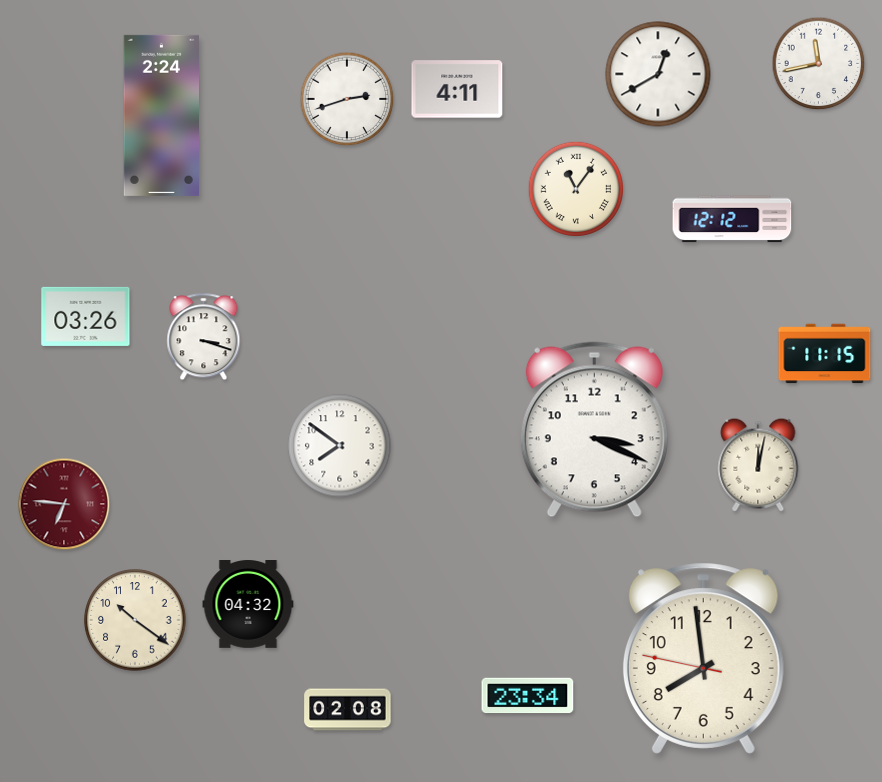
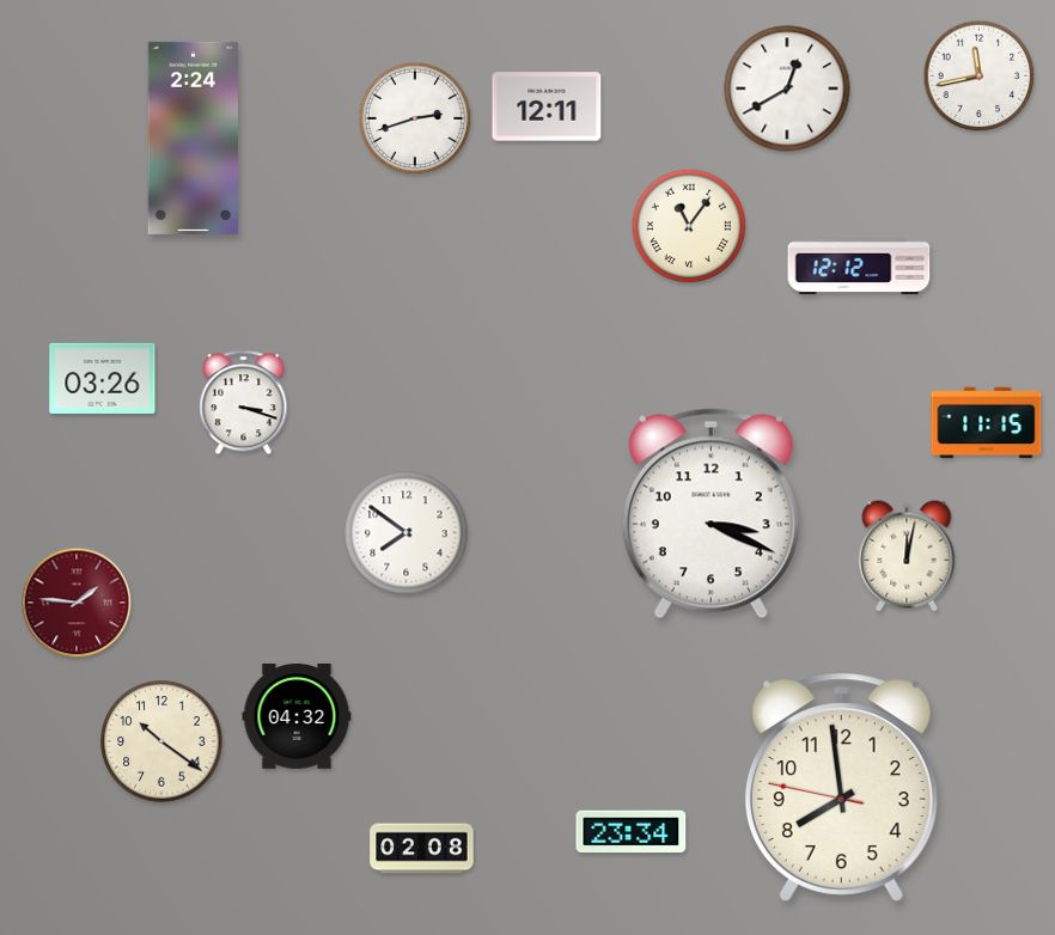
clock at (457, 89): 4:11 -> 12:11
clock at (732, 219) position: (732, 219) -> (859, 267)
clock at (64, 504): 6:46 -> 1:46
clock at (248, 605) position: (248, 605) -> (297, 717)
clock at (348, 710) position: (348, 710) -> (422, 849)
